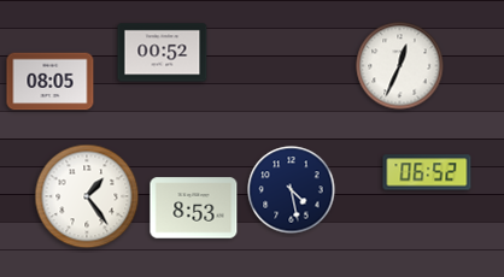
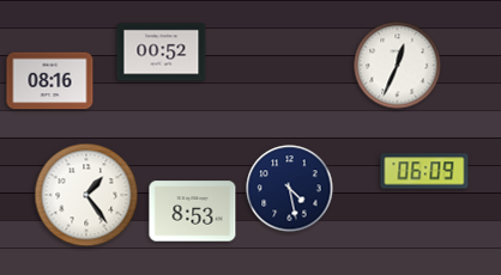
clock at (51, 82): 08:05 -> 08:16
clock at (427, 172): 06:52 -> 06:09
clock at (194, 208) position: (194, 208) -> (193, 212)
